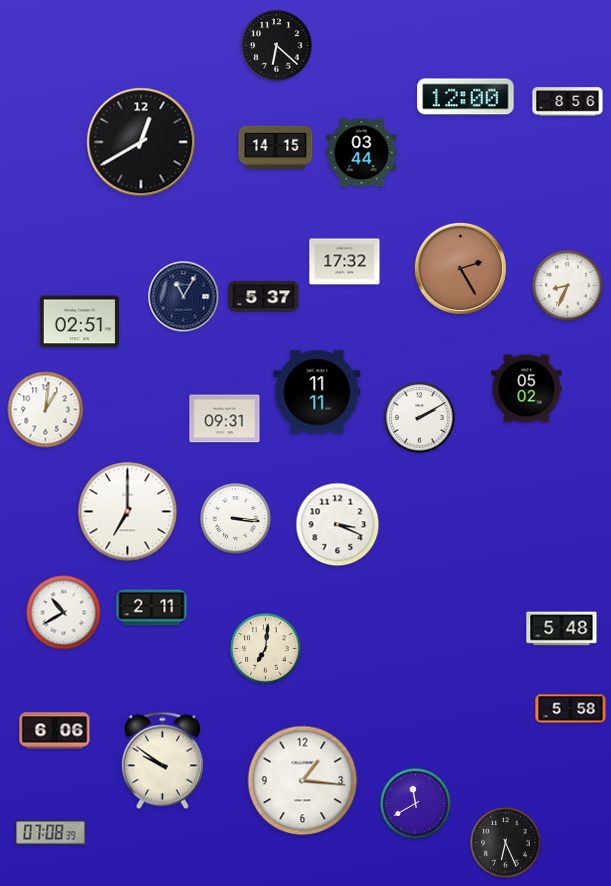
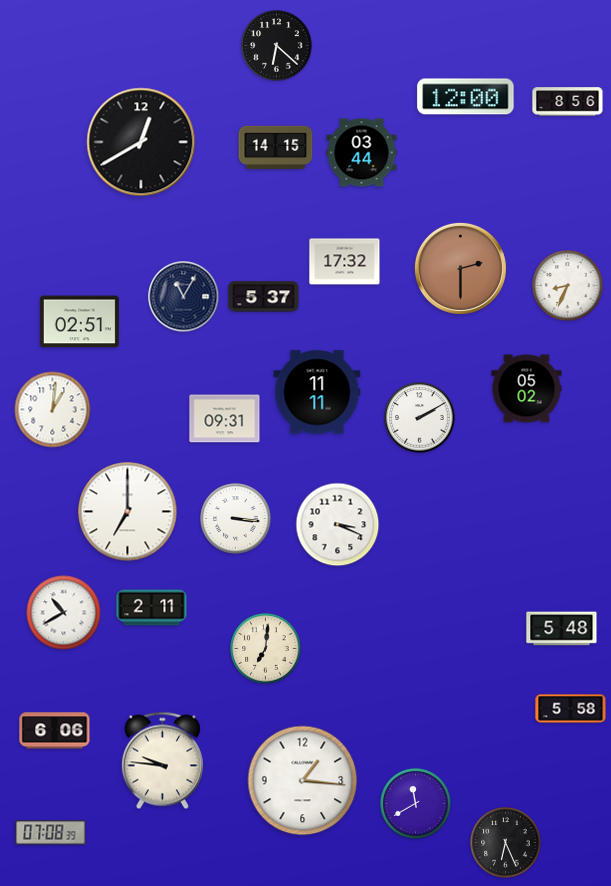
clock at (460, 268): 2:25 -> 2:30
clock at (46, 410) position: (46, 410) -> (53, 410)
clock at (162, 761): 9:51 -> 9:46
